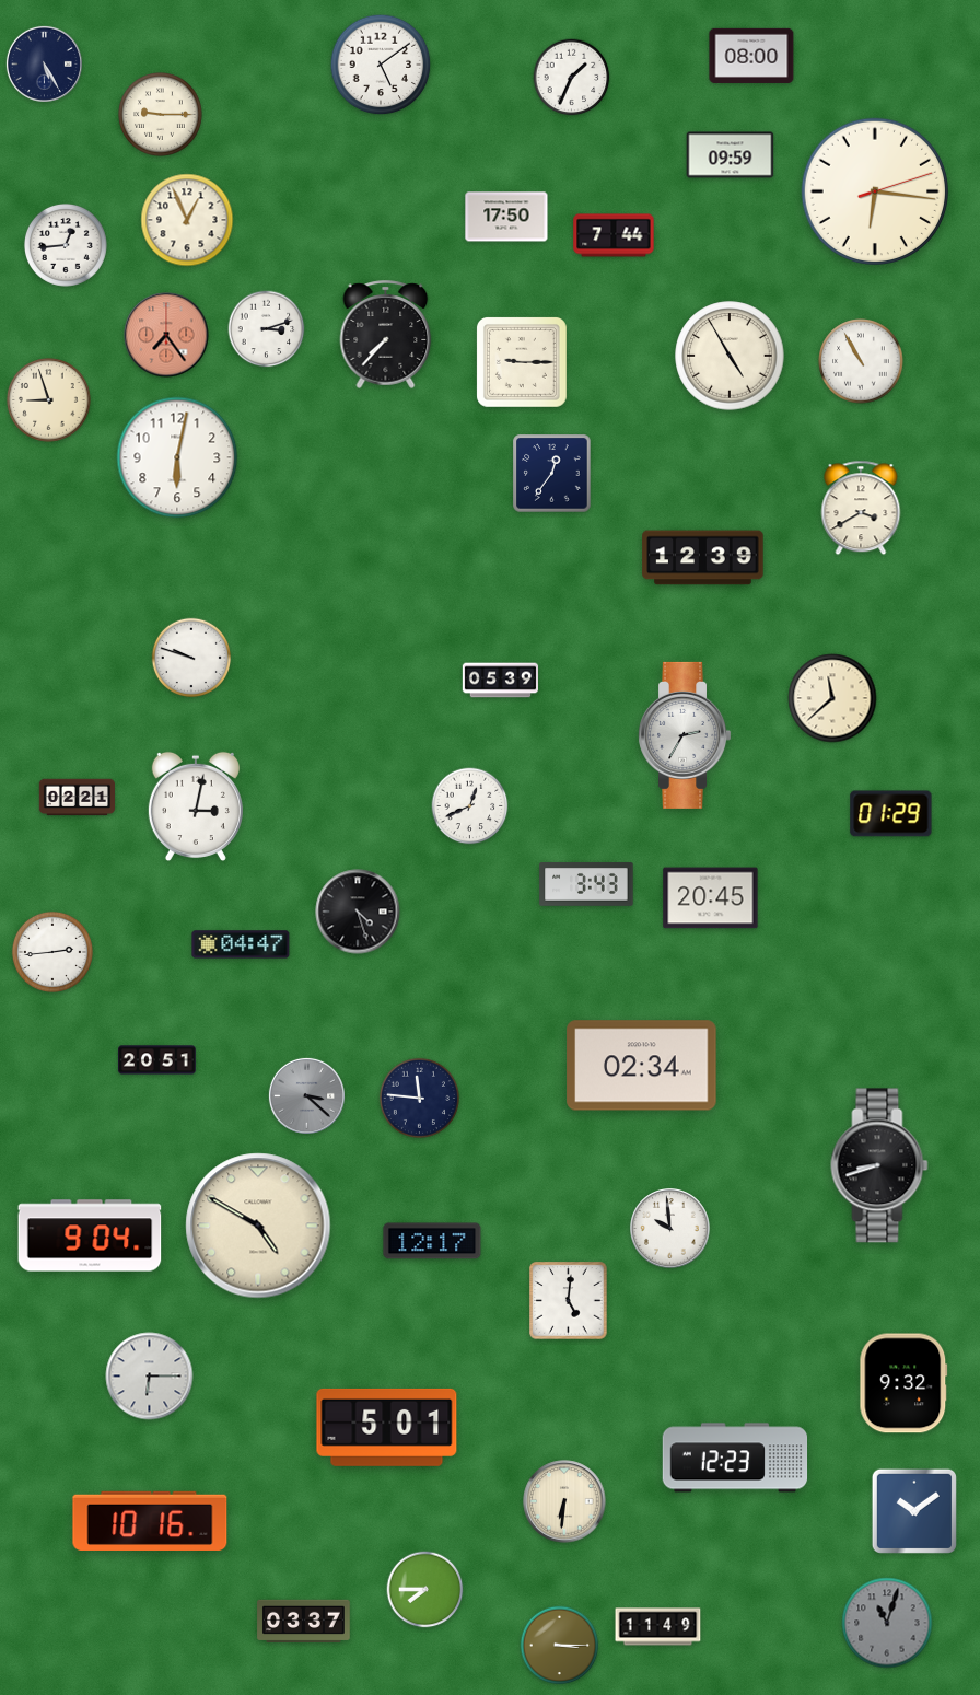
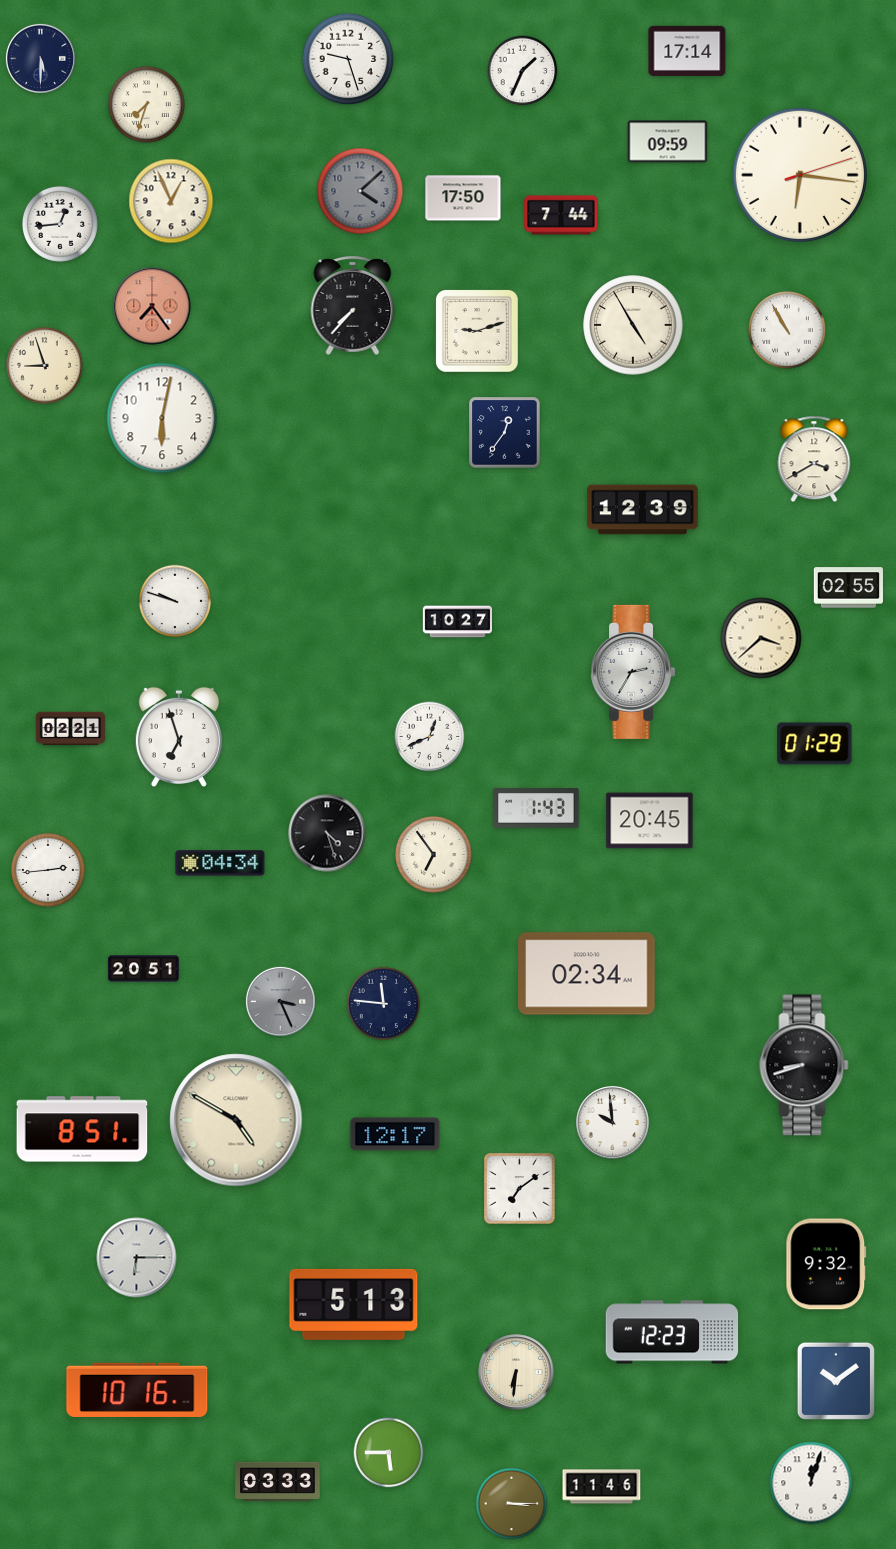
clock at (751, 56): 08:00 -> 17:14
clock at (44, 63): 5:25 -> 5:30
clock at (381, 65): 5:09 -> 9:27
clock at (161, 115): 9:15 -> 7:33
clock at (360, 191): none -> 4:08
clock at (267, 329): 3:12 -> none
clock at (730, 356) position: (730, 356) -> (633, 325)
clock at (522, 362): 9:15 -> 9:12
clock at (861, 508) position: (861, 508) -> (814, 459)
clock at (848, 588): none -> 02:55
clock at (501, 681): 05:39 -> 10:27
clock at (832, 698): 11:38 -> 3:38
clock at (685, 735) position: (685, 735) -> (633, 672)
clock at (196, 805): 3:02 -> 6:57
clock at (586, 884): 3:43 -> 1:43
clock at (434, 855): none -> 6:54
clock at (241, 944): 04:47 -> 04:34
clock at (306, 1095): 3:22 -> 3:26
clock at (90, 1235): 9:04 -> 8:51
clock at (569, 1301): 5:01 -> 7:09
clock at (387, 1427): 5:01 -> 5:13
clock at (425, 1590): 7:45 -> 5:45
clock at (304, 1621): 03:37 -> 03:33
clock at (887, 1623): 11:03 -> 12:03
clock at (887, 1623) dial: grey -> white
clock at (658, 1627): 11:49 -> 11:46
